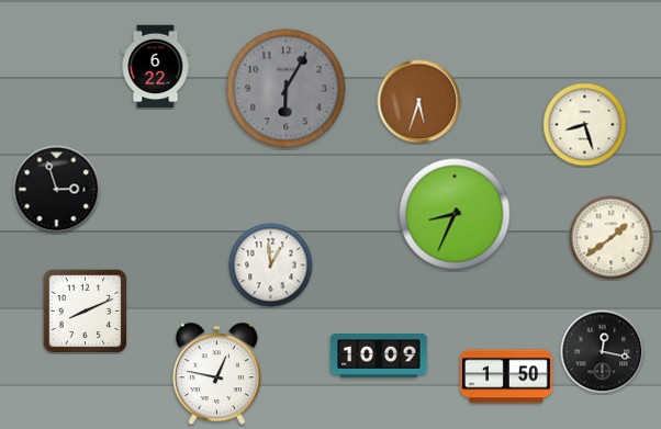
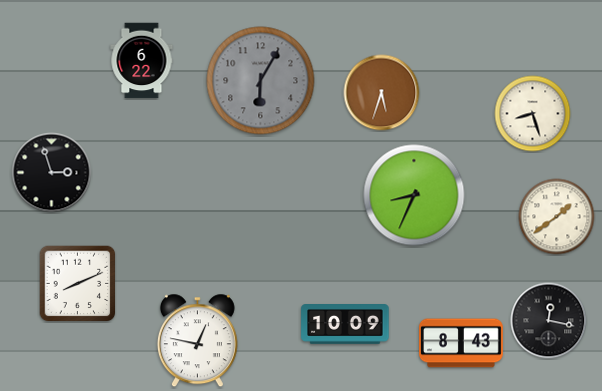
clock at (271, 266): 12:59 -> none
clock at (507, 376): 1:50 -> 8:43
